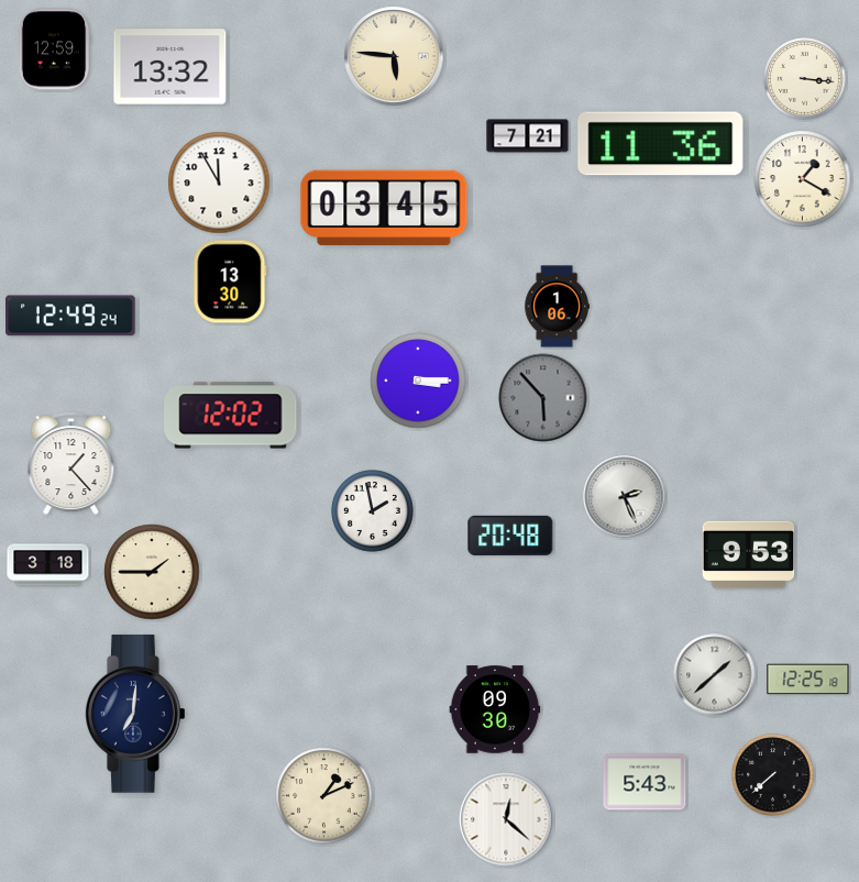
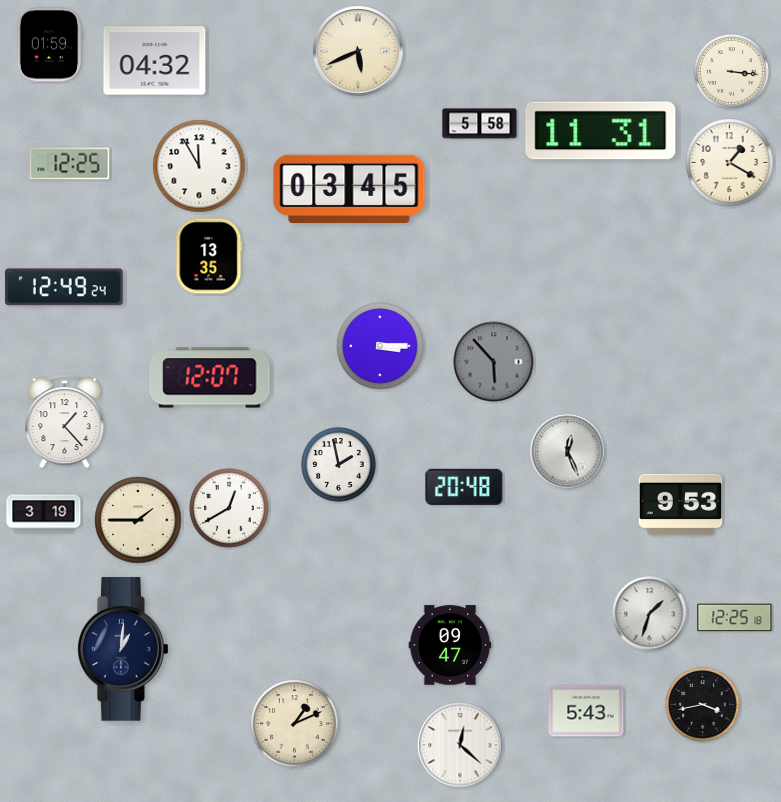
clock at (54, 49): 12:59 -> 01:59
clock at (394, 56): 5:46 -> 5:41
clock at (170, 67): 13:32 -> 04:32
clock at (528, 136): 7:21 -> 5:58
clock at (661, 144): 11:36 -> 11:31
clock at (70, 164): none -> 12:25
clock at (230, 282): 13:30 -> 13:35
clock at (557, 307): 1:06 -> none
clock at (231, 416): 12:02 -> 12:07
clock at (625, 497): 2:26 -> 12:26
clock at (229, 508): none -> 12:40
clock at (48, 565): 3:18 -> 3:19
clock at (715, 675): 1:38 -> 1:33
clock at (495, 709): 09:30 -> 09:47
clock at (136, 714): 7:01 -> 1:01
clock at (773, 775): 7:38 -> 3:43
